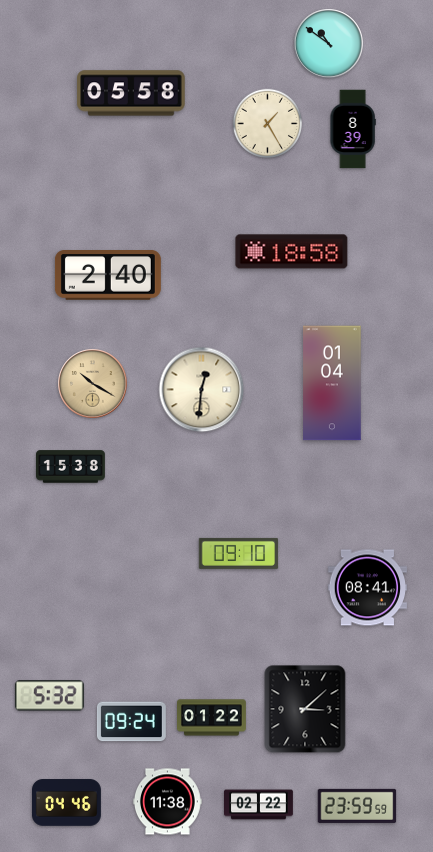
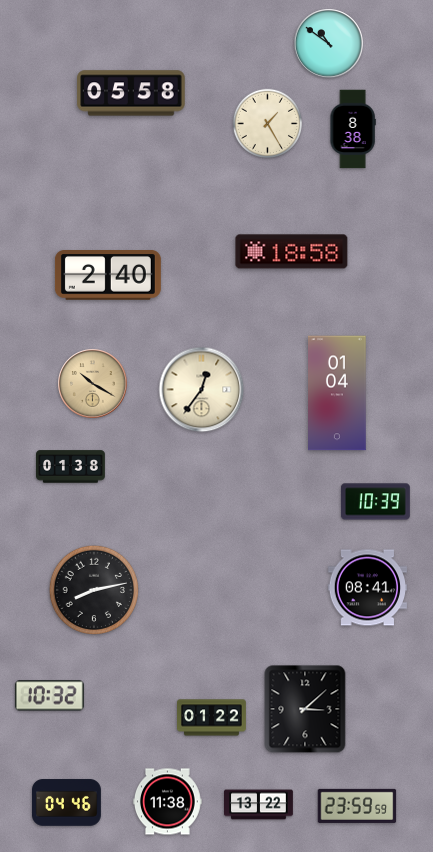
clock at (353, 129): 8:39 -> 8:38
clock at (332, 383) position: (332, 383) -> (337, 393)
clock at (202, 390): 12:31 -> 12:36
clock at (71, 467): 15:38 -> 01:38
clock at (375, 502): none -> 10:39
clock at (239, 553): 09:10 -> none
clock at (93, 589): none -> 8:13
clock at (49, 696): 5:32 -> 10:32
clock at (131, 722): 09:24 -> none
clock at (259, 805): 02:22 -> 13:22
